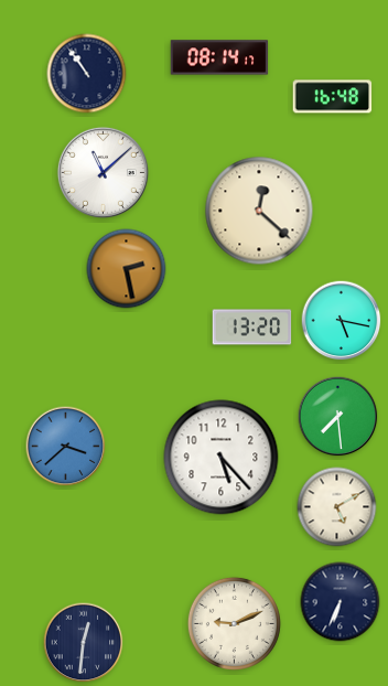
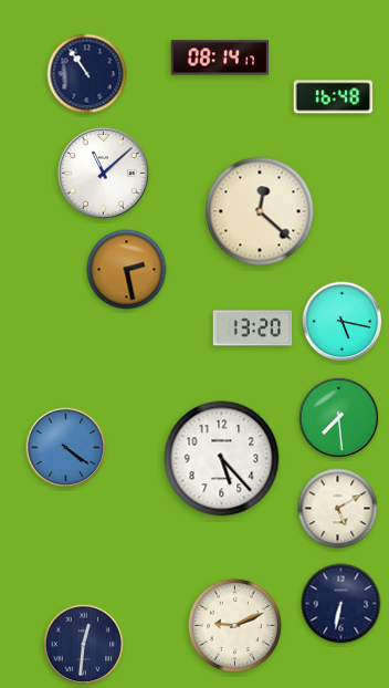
clock at (66, 447): 3:38 -> 4:21
clock at (341, 602): 6:34 -> 6:32
